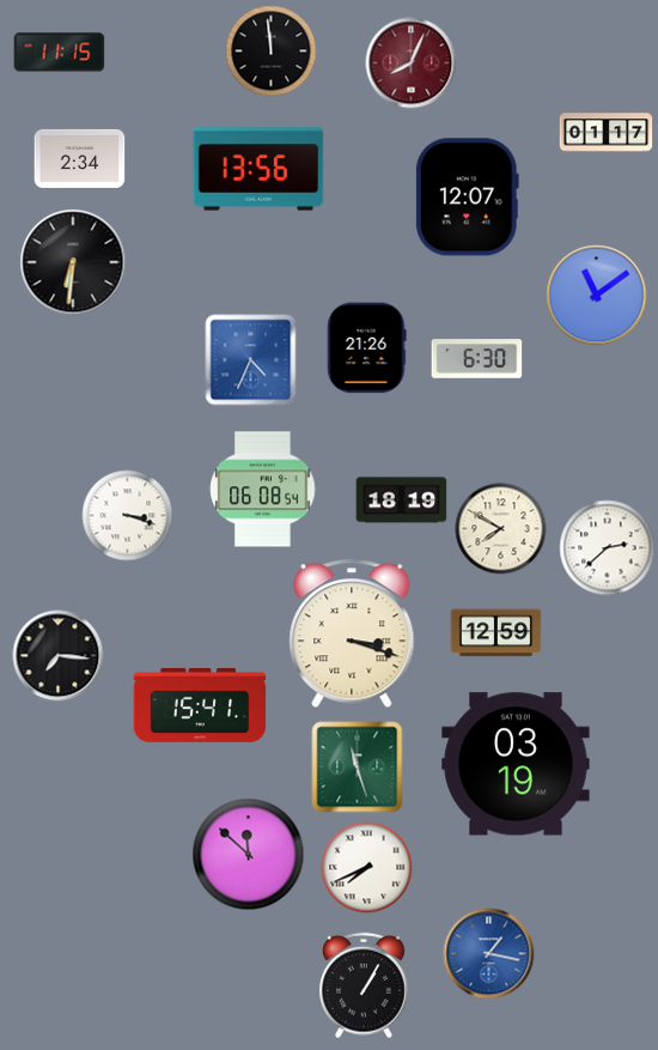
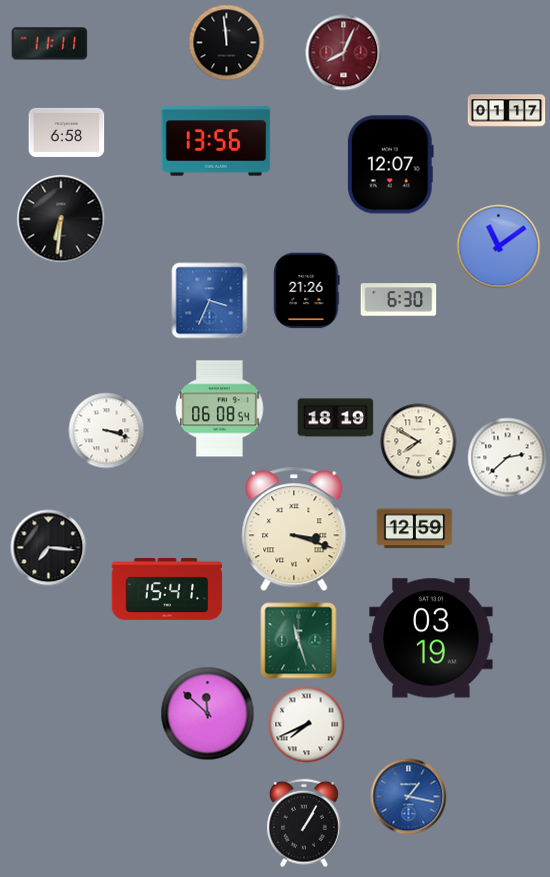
clock at (60, 53): 11:15 -> 11:11
clock at (80, 158): 2:34 -> 6:58
clock at (251, 360): 4:34 -> 3:34
